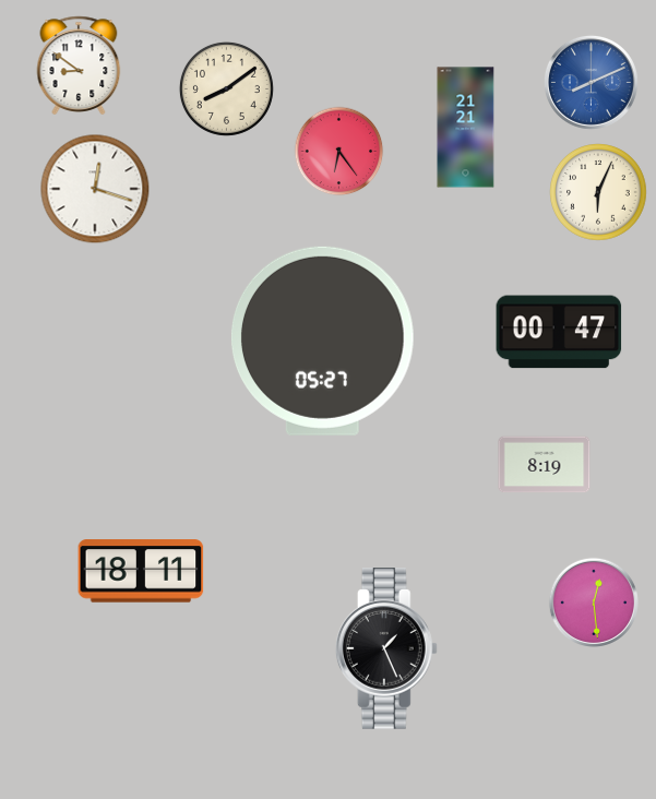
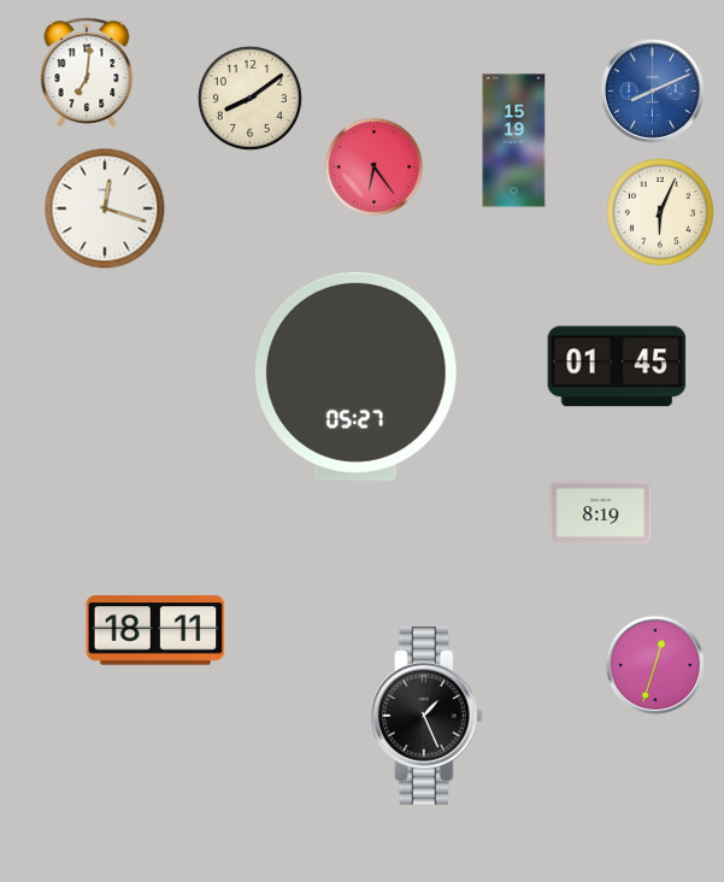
clock at (79, 64): 8:51 -> 7:01
clock at (466, 128): 21:21 -> 15:19
clock at (559, 332): 00:47 -> 01:45
clock at (594, 603): 12:29 -> 12:33
